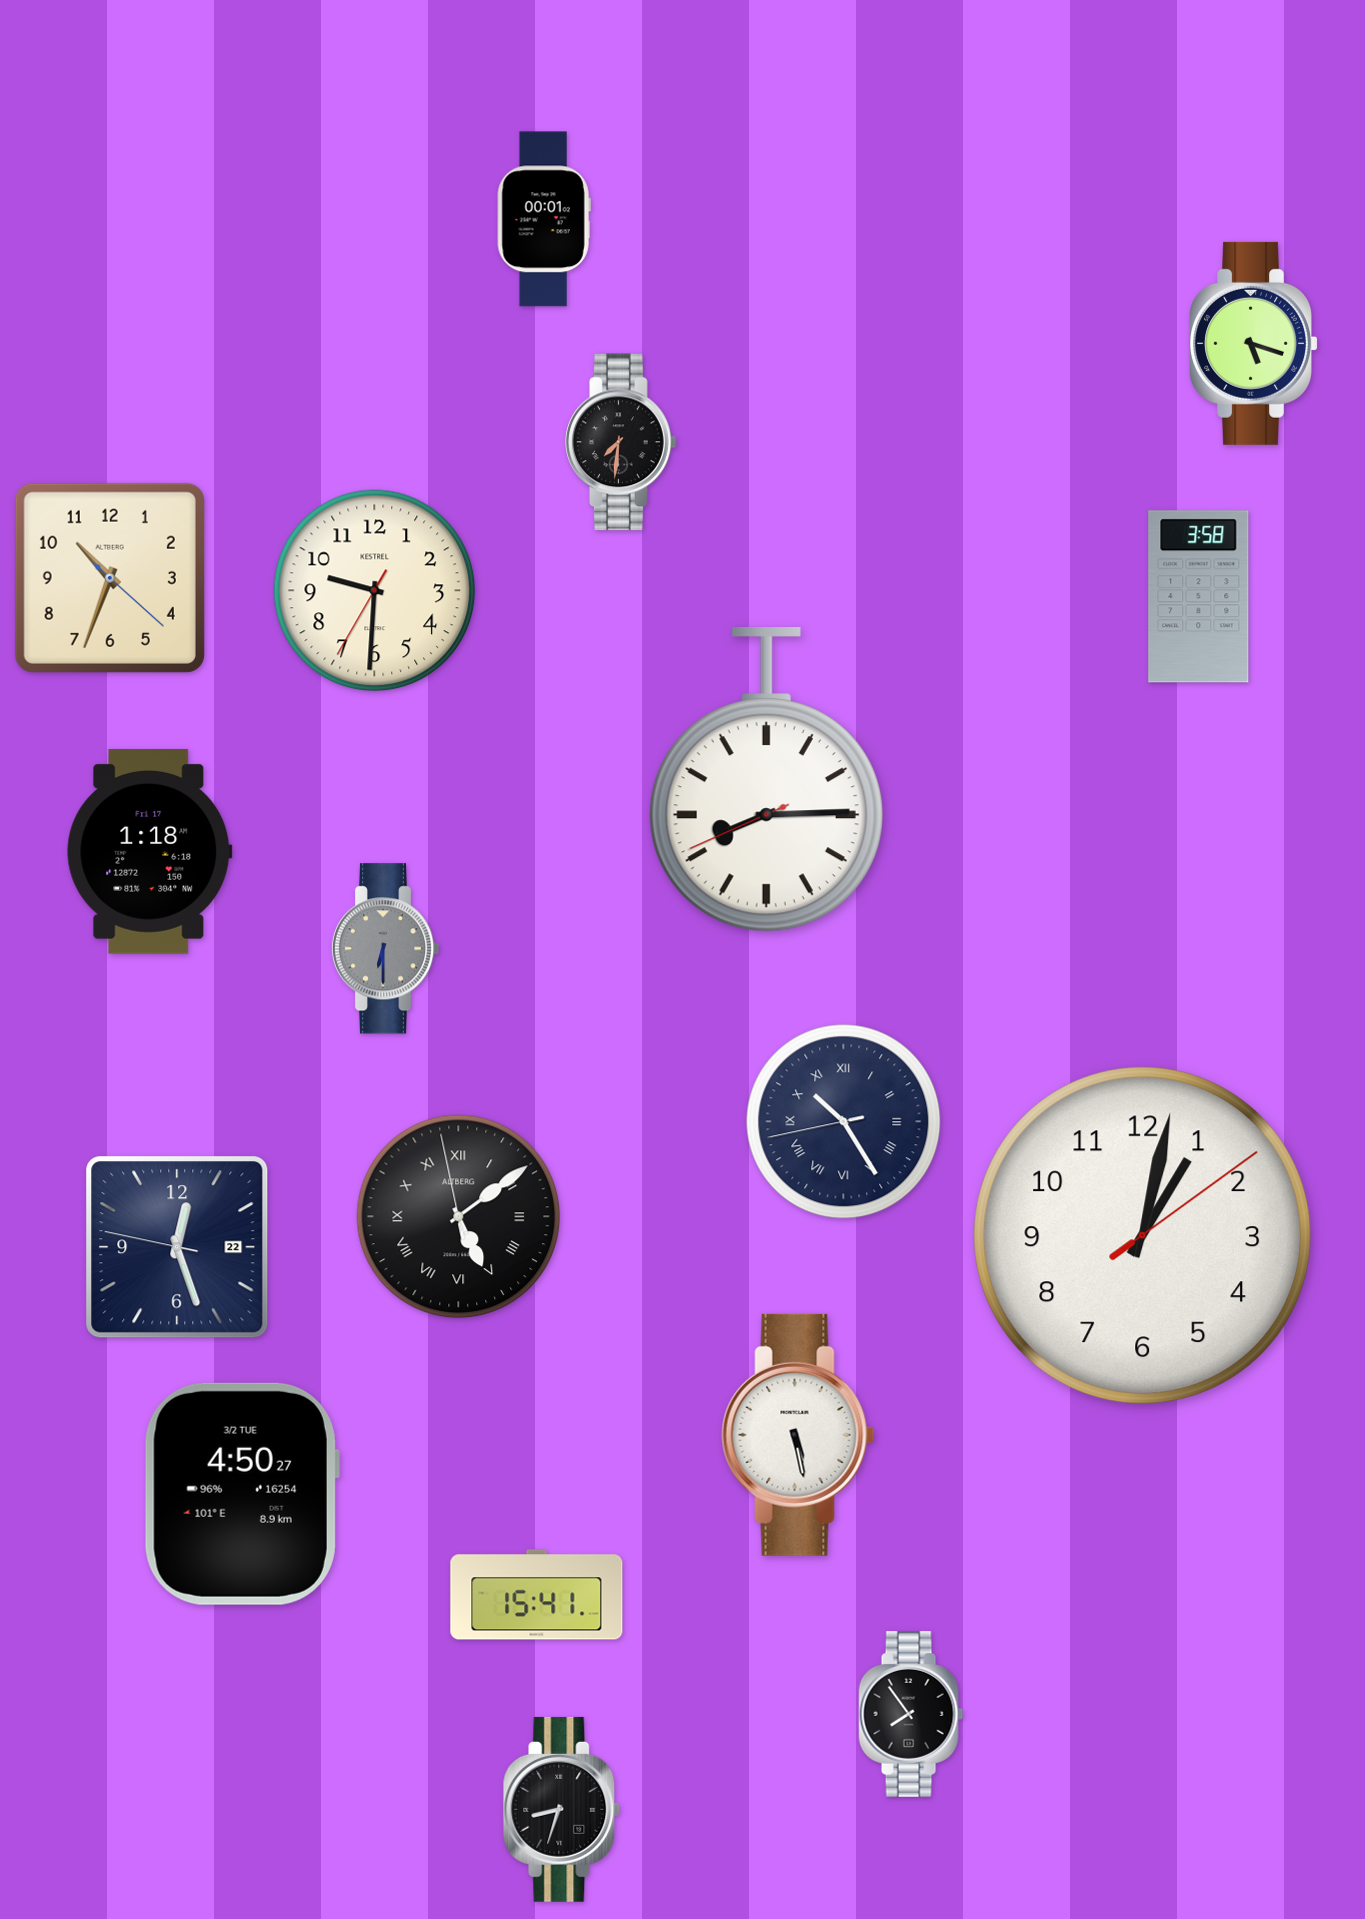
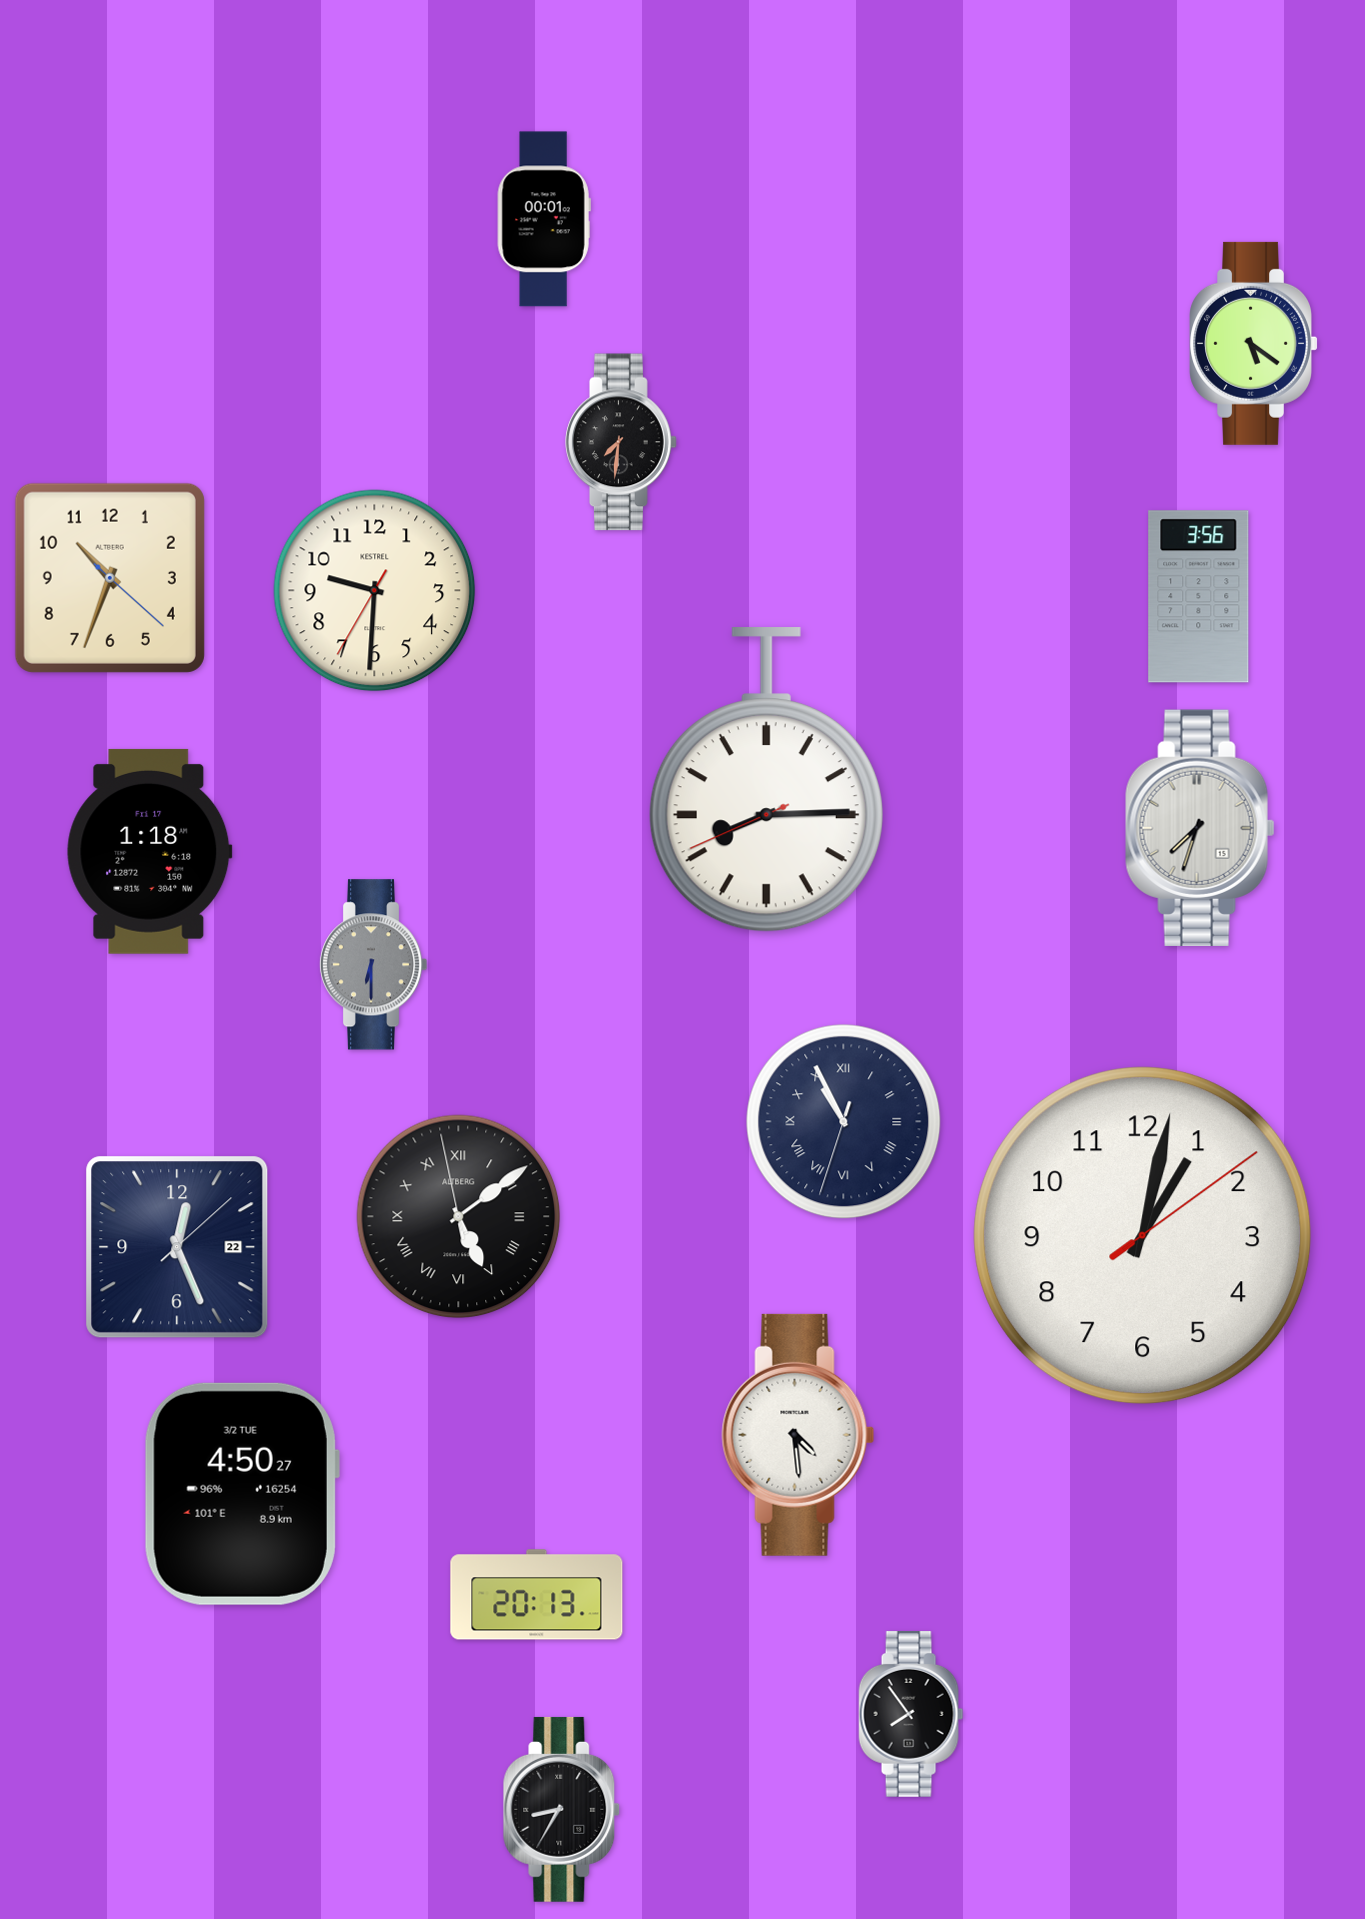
clock at (1253, 343): 5:18 -> 5:21
clock at (1199, 597): 3:58 -> 3:56
clock at (1200, 828): none -> 7:33
clock at (385, 949) position: (385, 949) -> (373, 965)
clock at (844, 1122): 10:24 -> 10:55
clock at (177, 1247): 12:26:47 -> 12:26:08
clock at (798, 1435): 5:28 -> 4:29
clock at (537, 1595): 15:41 -> 20:13
clock at (562, 1809): 8:33 -> 8:35
